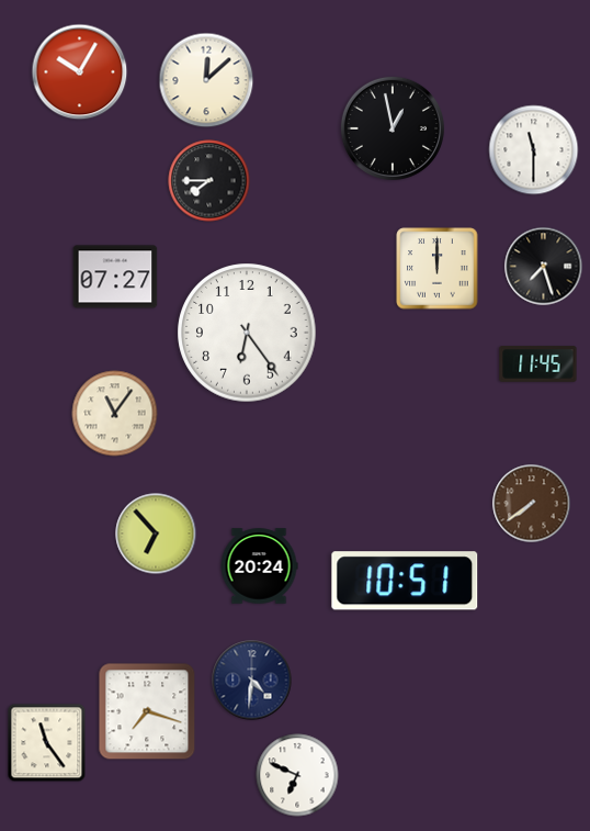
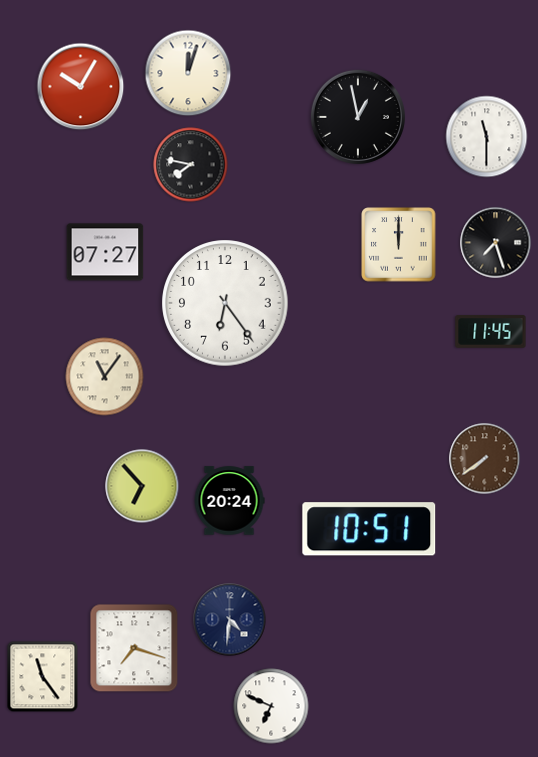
clock at (80, 72) position: (80, 72) -> (81, 87)
clock at (206, 80): 12:08 -> 12:03
clock at (209, 181): 7:45 -> 7:47
clock at (259, 566) position: (259, 566) -> (229, 501)
